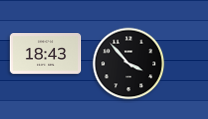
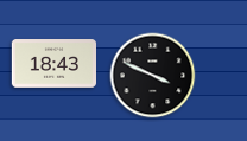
clock at (129, 64): 3:53 -> 3:49
